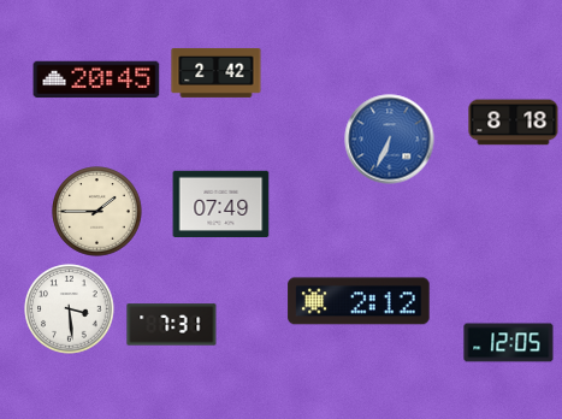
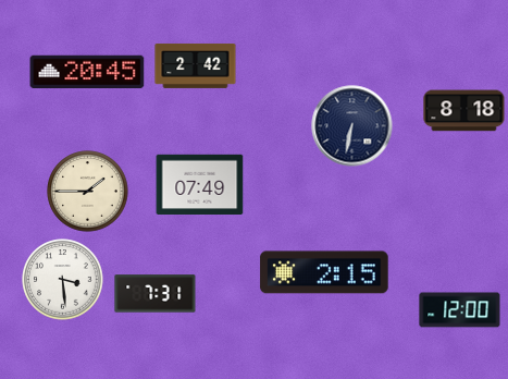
clock at (390, 140): 6:34 -> 6:32
clock at (390, 140) dial: blue -> navy
clock at (359, 301): 2:12 -> 2:15
clock at (509, 343): 12:05 -> 12:00
